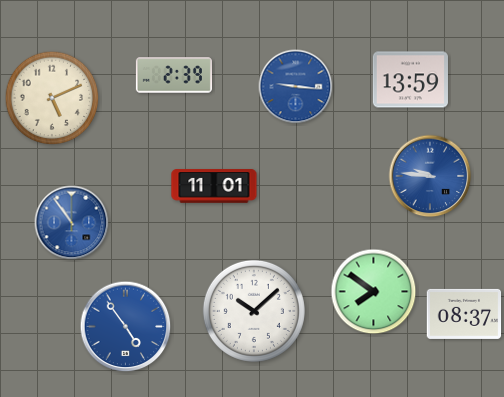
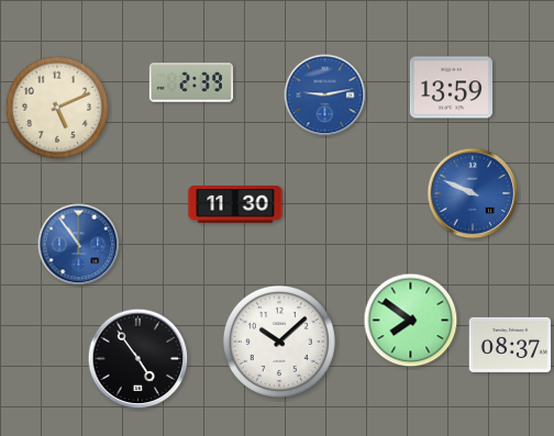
clock at (296, 87): 9:16 -> 9:13
clock at (430, 176): 9:46 -> 9:49
clock at (214, 186): 11:01 -> 11:30
clock at (126, 327) dial: blue -> black
